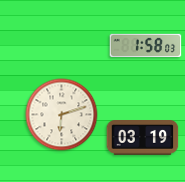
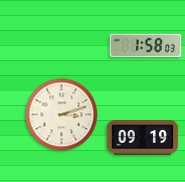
clock at (62, 115): 6:12 -> 3:12
clock at (143, 138): 03:19 -> 09:19
